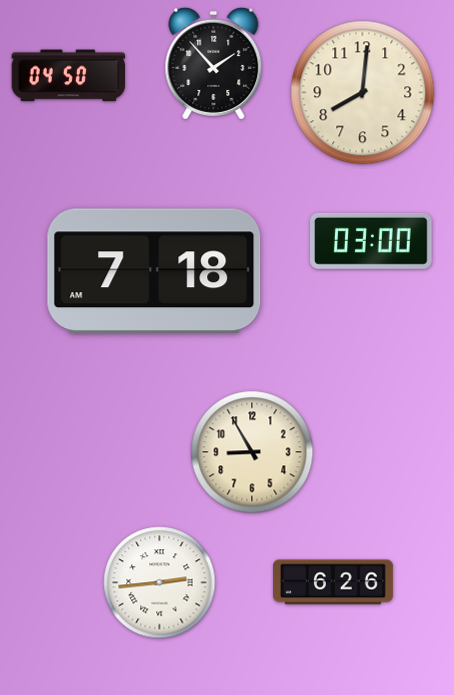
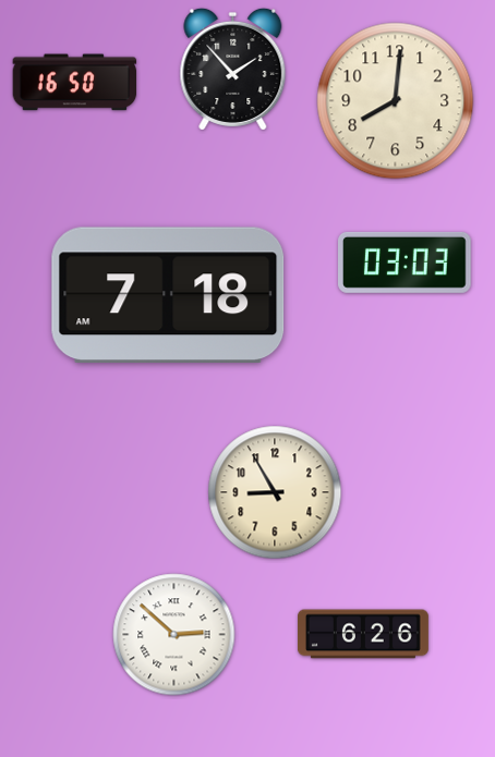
clock at (69, 76): 04:50 -> 16:50
clock at (372, 241): 03:00 -> 03:03
clock at (160, 583): 2:44 -> 2:52
